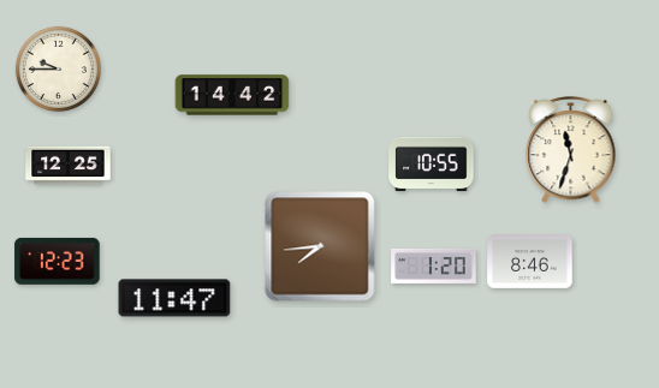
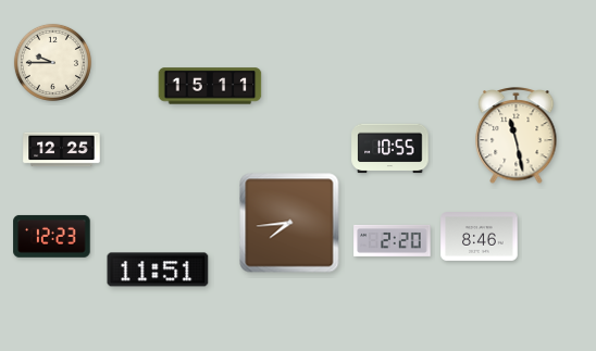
clock at (232, 95): 14:42 -> 15:11
clock at (571, 151): 11:33 -> 11:28
clock at (434, 265): 1:20 -> 2:20
clock at (174, 298): 11:47 -> 11:51
